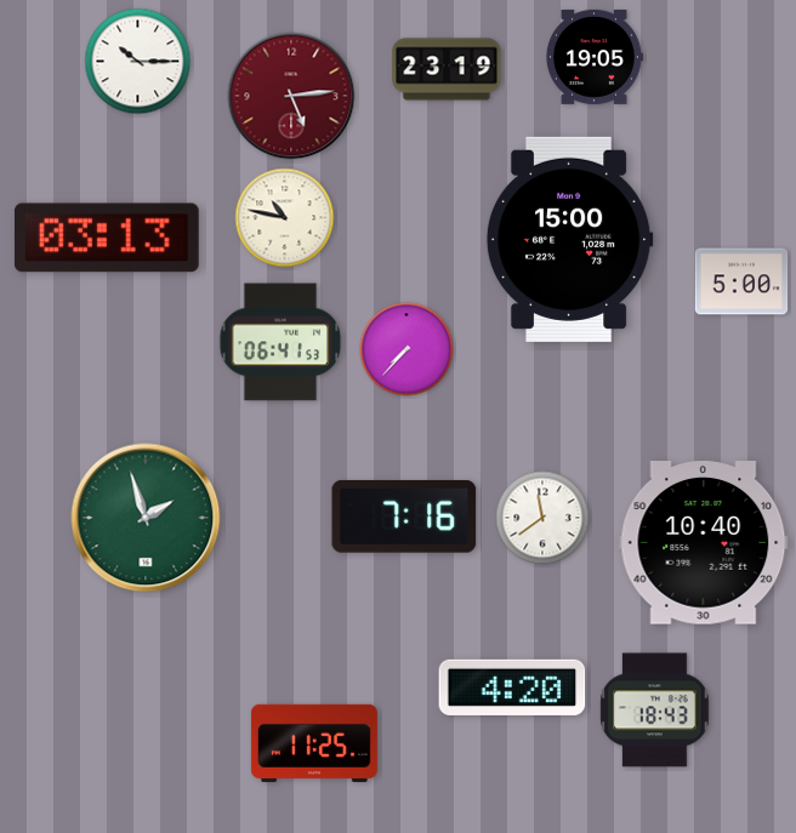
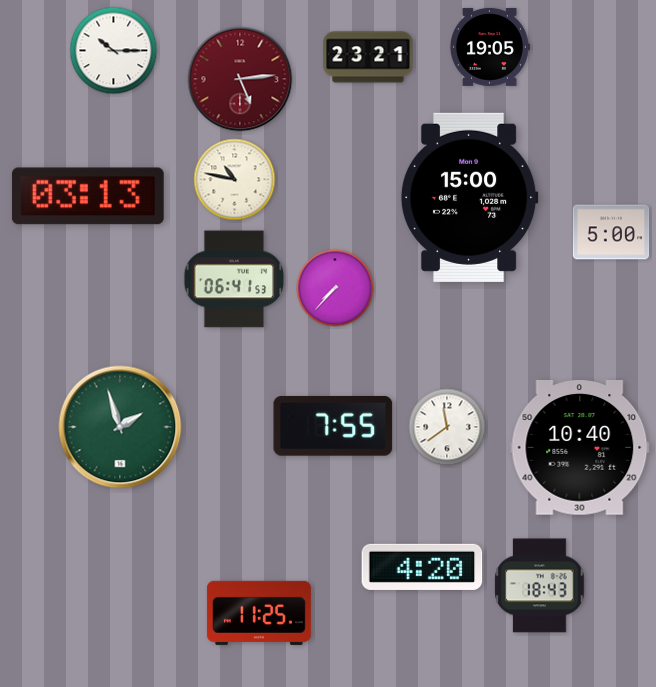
clock at (447, 69): 23:19 -> 23:21
clock at (280, 342) position: (280, 342) -> (234, 279)
clock at (404, 517): 7:16 -> 7:55
